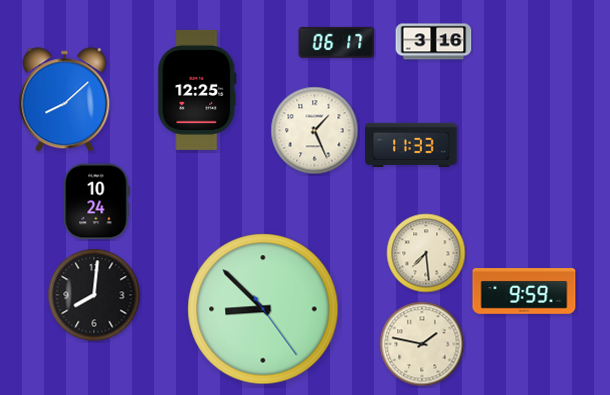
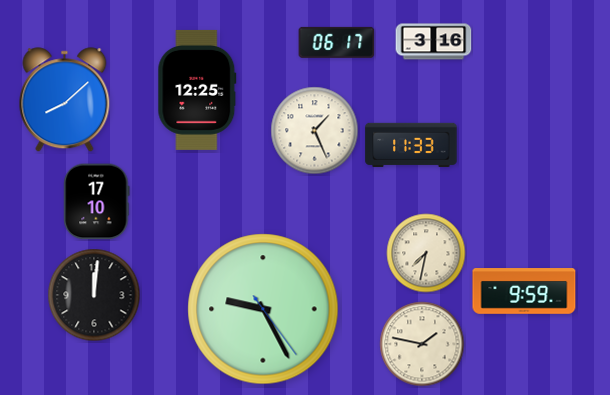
clock at (97, 202): 10:24 -> 17:10
clock at (426, 253): 7:29 -> 7:32
clock at (94, 295): 8:01 -> 12:01
clock at (263, 309): 8:52 -> 9:25
